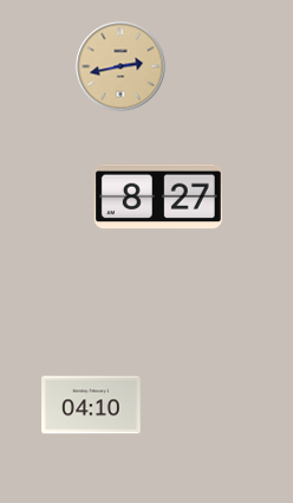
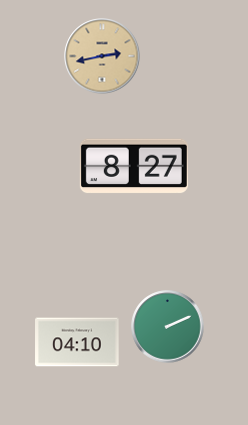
clock at (168, 327): none -> 2:11
